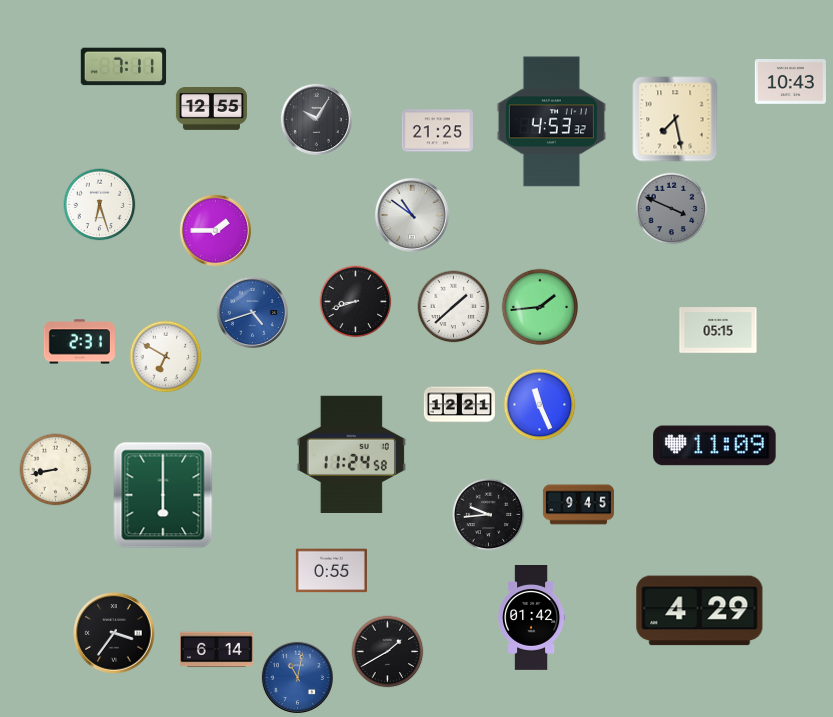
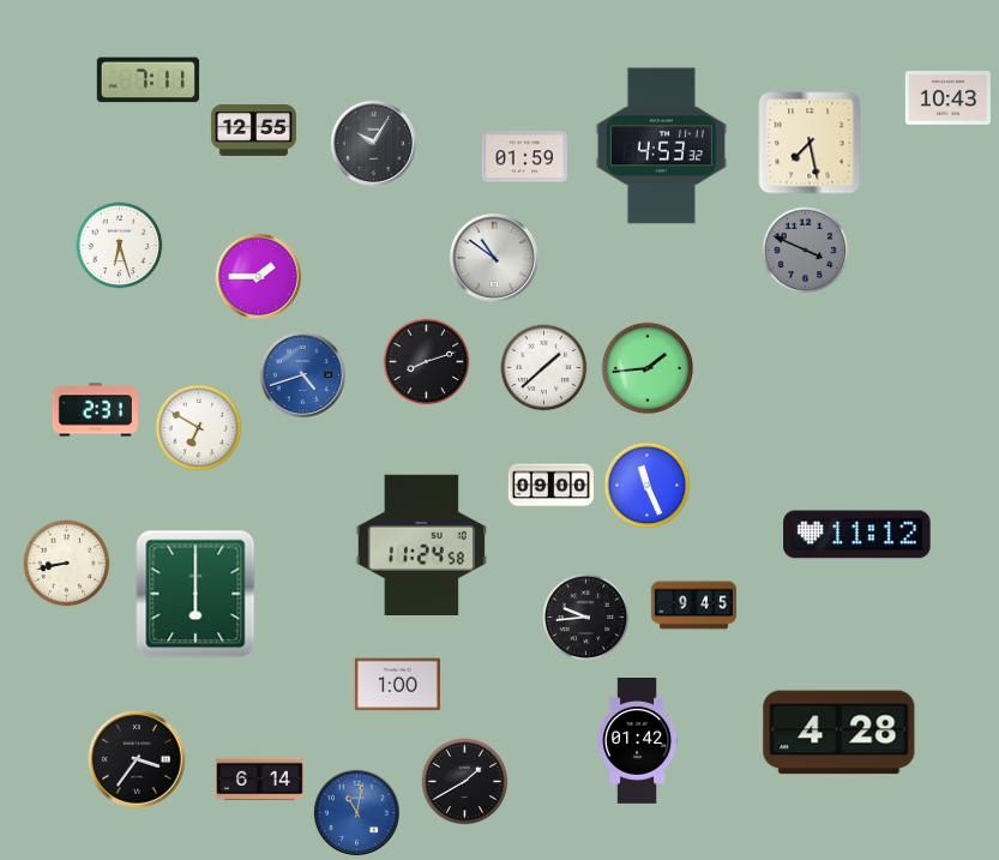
clock at (316, 119) position: (316, 119) -> (373, 143)
clock at (437, 131): 21:25 -> 01:59
clock at (356, 302): 8:42 -> 8:12
clock at (718, 330): 05:15 -> none
clock at (459, 405): 12:21 -> 09:00
clock at (715, 446): 11:09 -> 11:12
clock at (331, 571): 0:55 -> 1:00
clock at (700, 611): 4:29 -> 4:28
